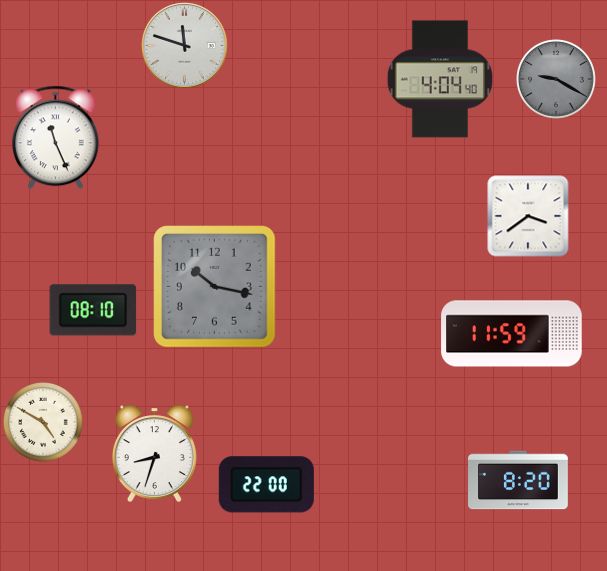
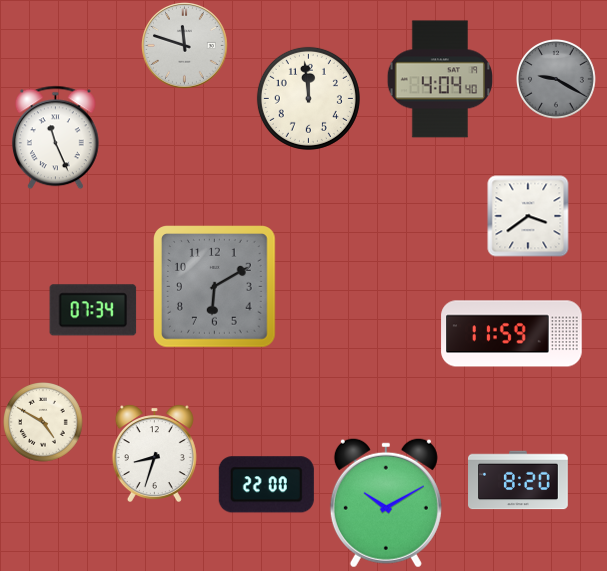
clock at (308, 98): none -> 11:59
clock at (215, 287): 10:17 -> 6:10
clock at (93, 310): 08:10 -> 07:34
clock at (386, 503): none -> 10:10
